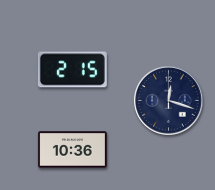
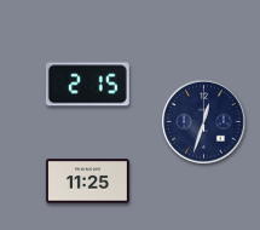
clock at (169, 101): 12:18 -> 12:33
clock at (72, 150): 10:36 -> 11:25
